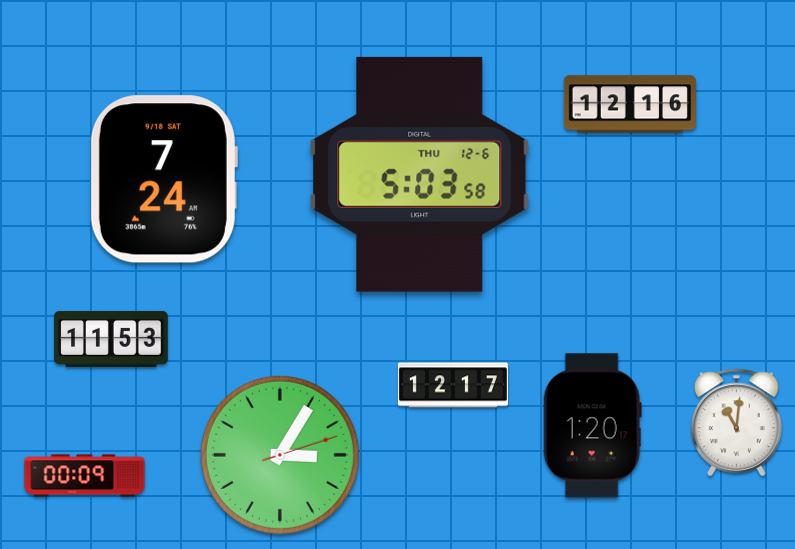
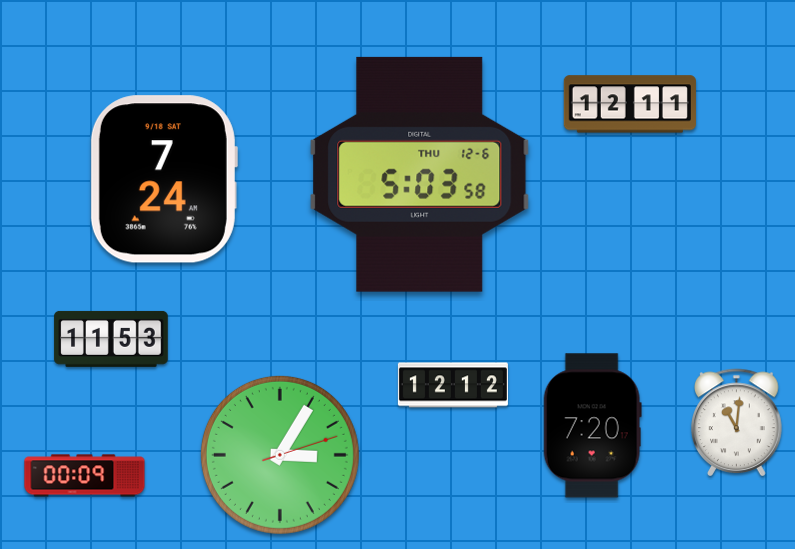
clock at (630, 104): 12:16 -> 12:11
clock at (453, 385): 12:17 -> 12:12
clock at (592, 426): 1:20 -> 7:20
